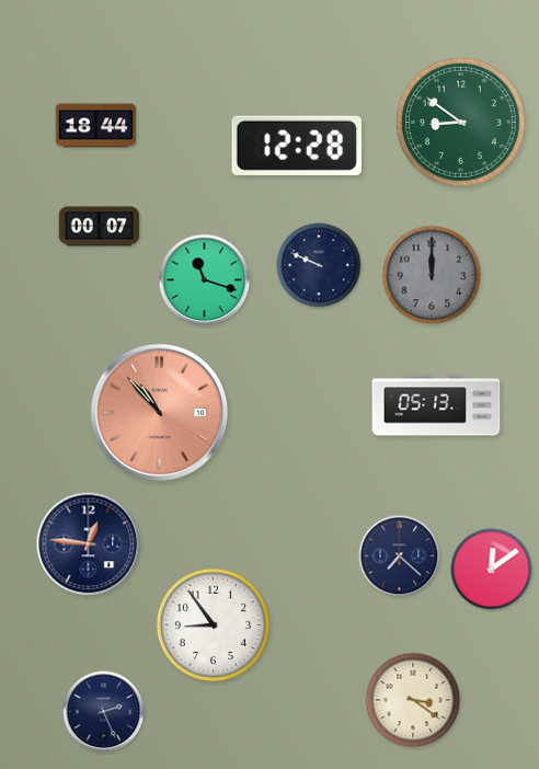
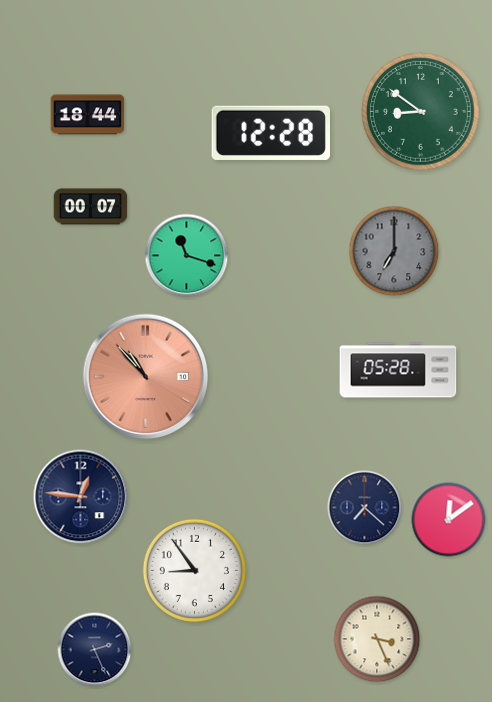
clock at (319, 265): 9:49 -> none
clock at (432, 275): 12:00 -> 7:00
clock at (436, 405): 05:13 -> 05:28
clock at (413, 700): 3:21 -> 3:26
